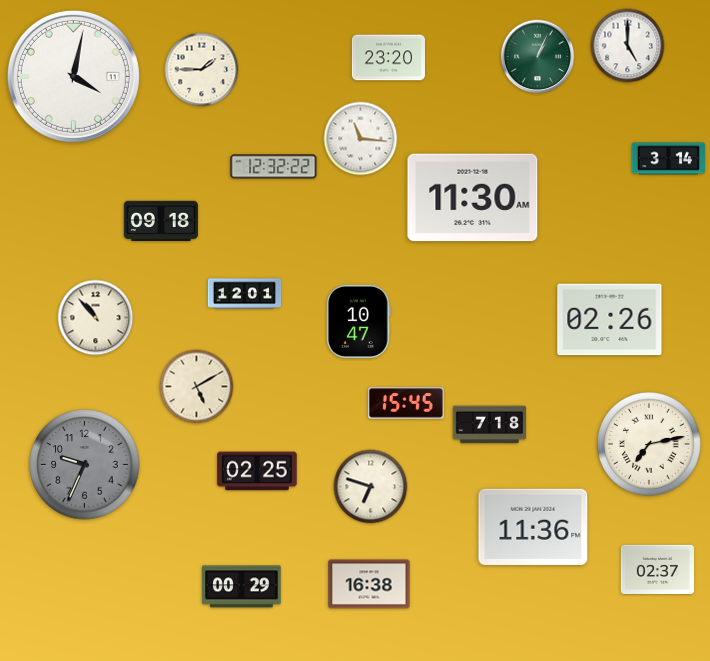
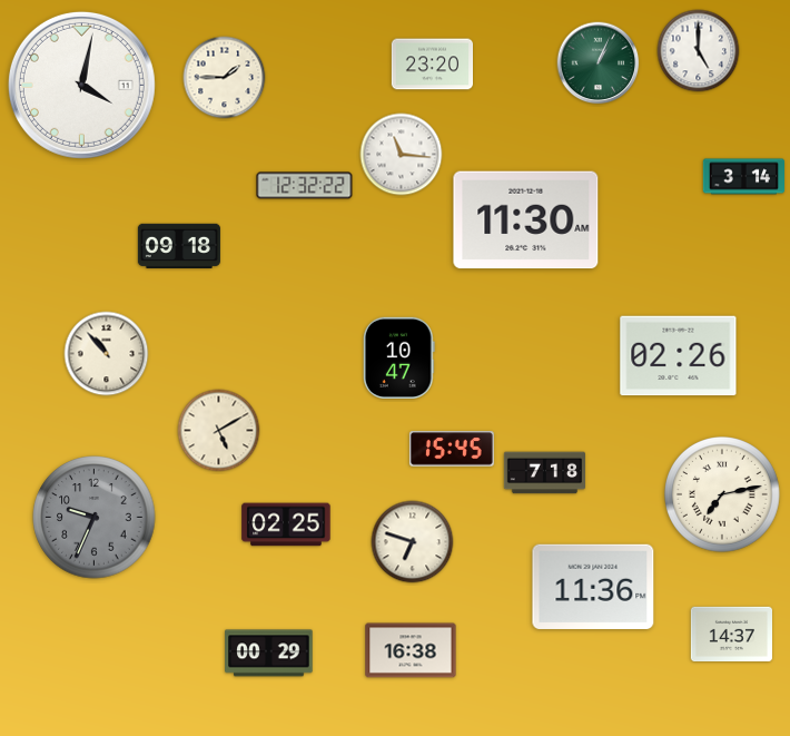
clock at (245, 294): 12:01 -> none
clock at (657, 569): 02:37 -> 14:37
